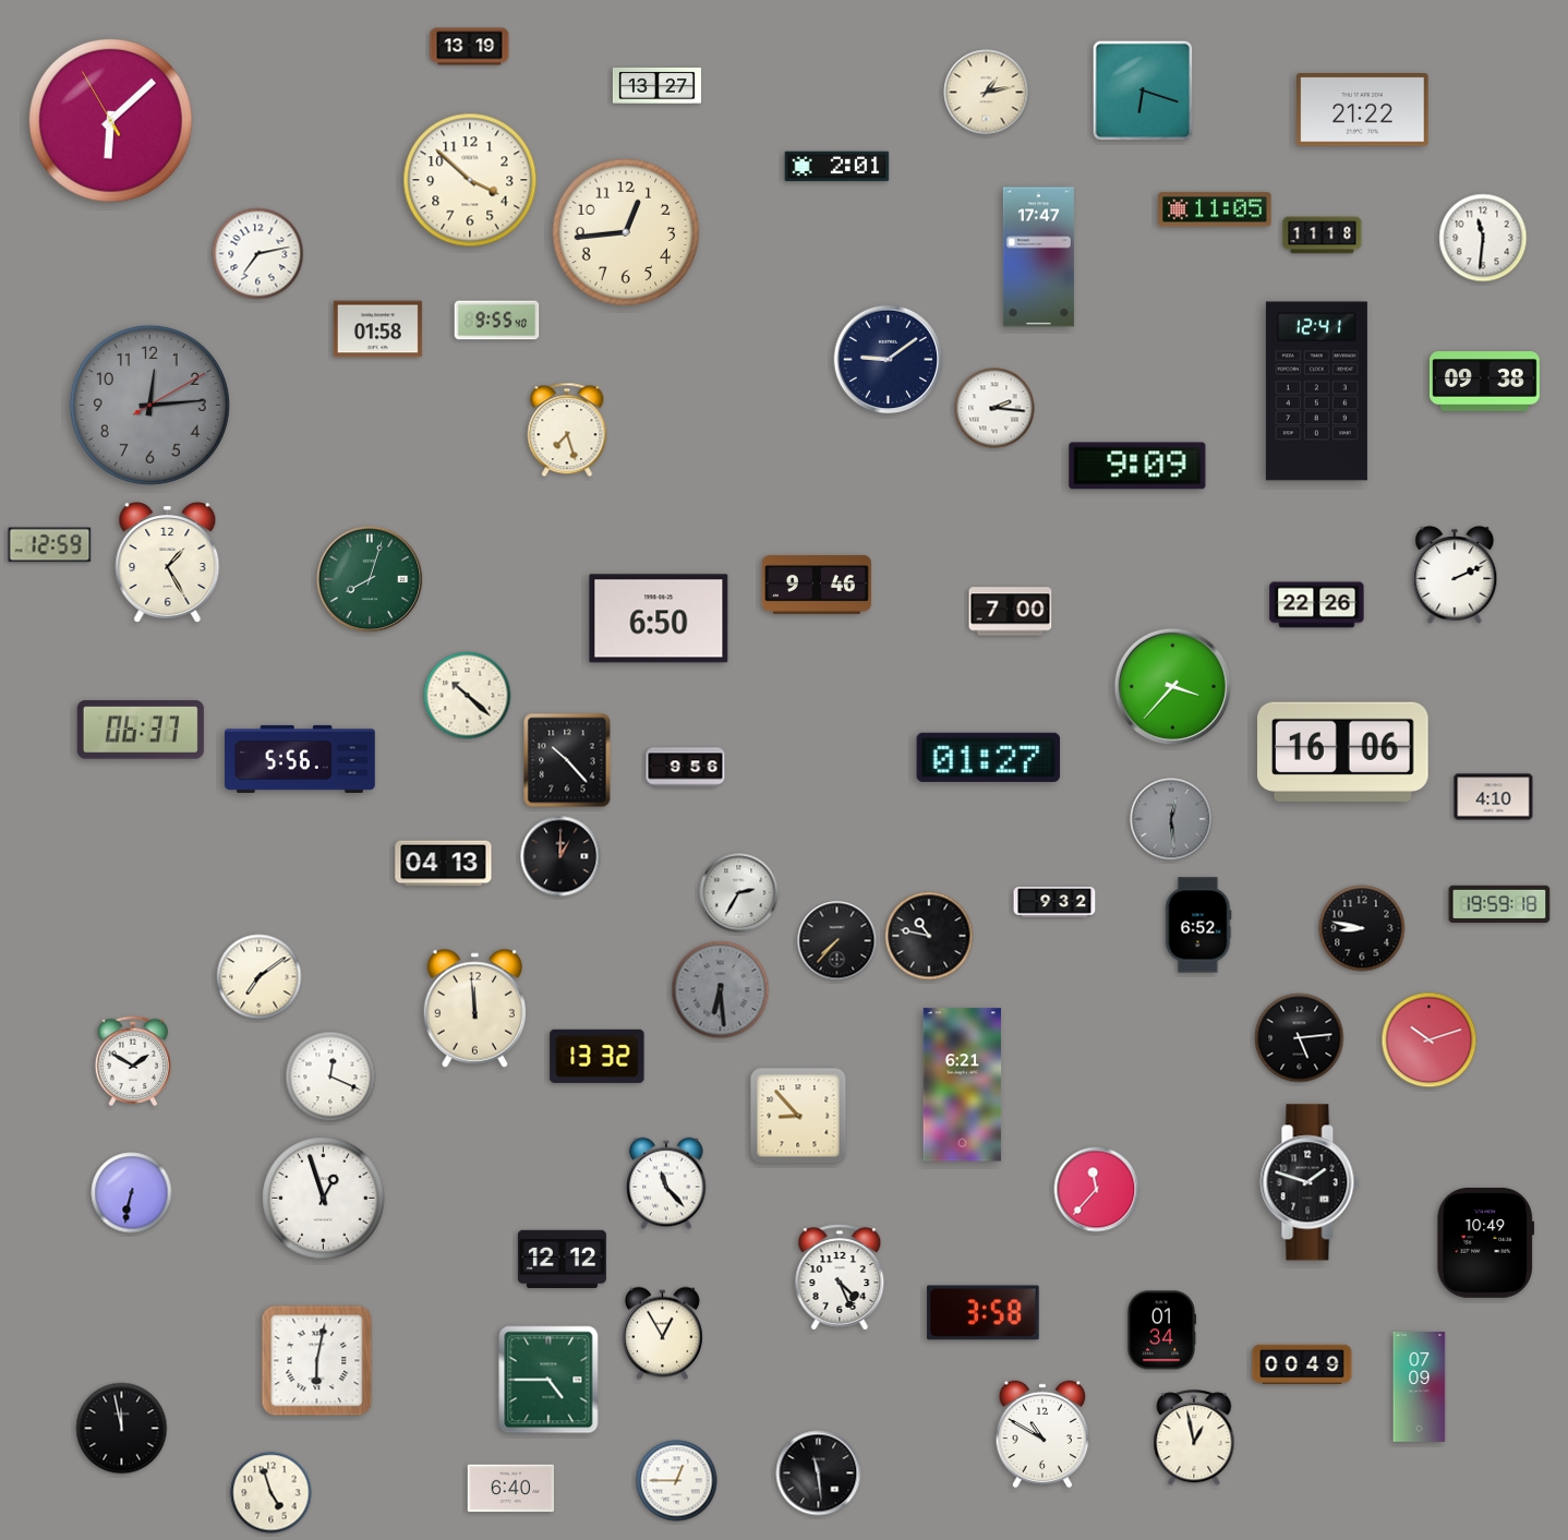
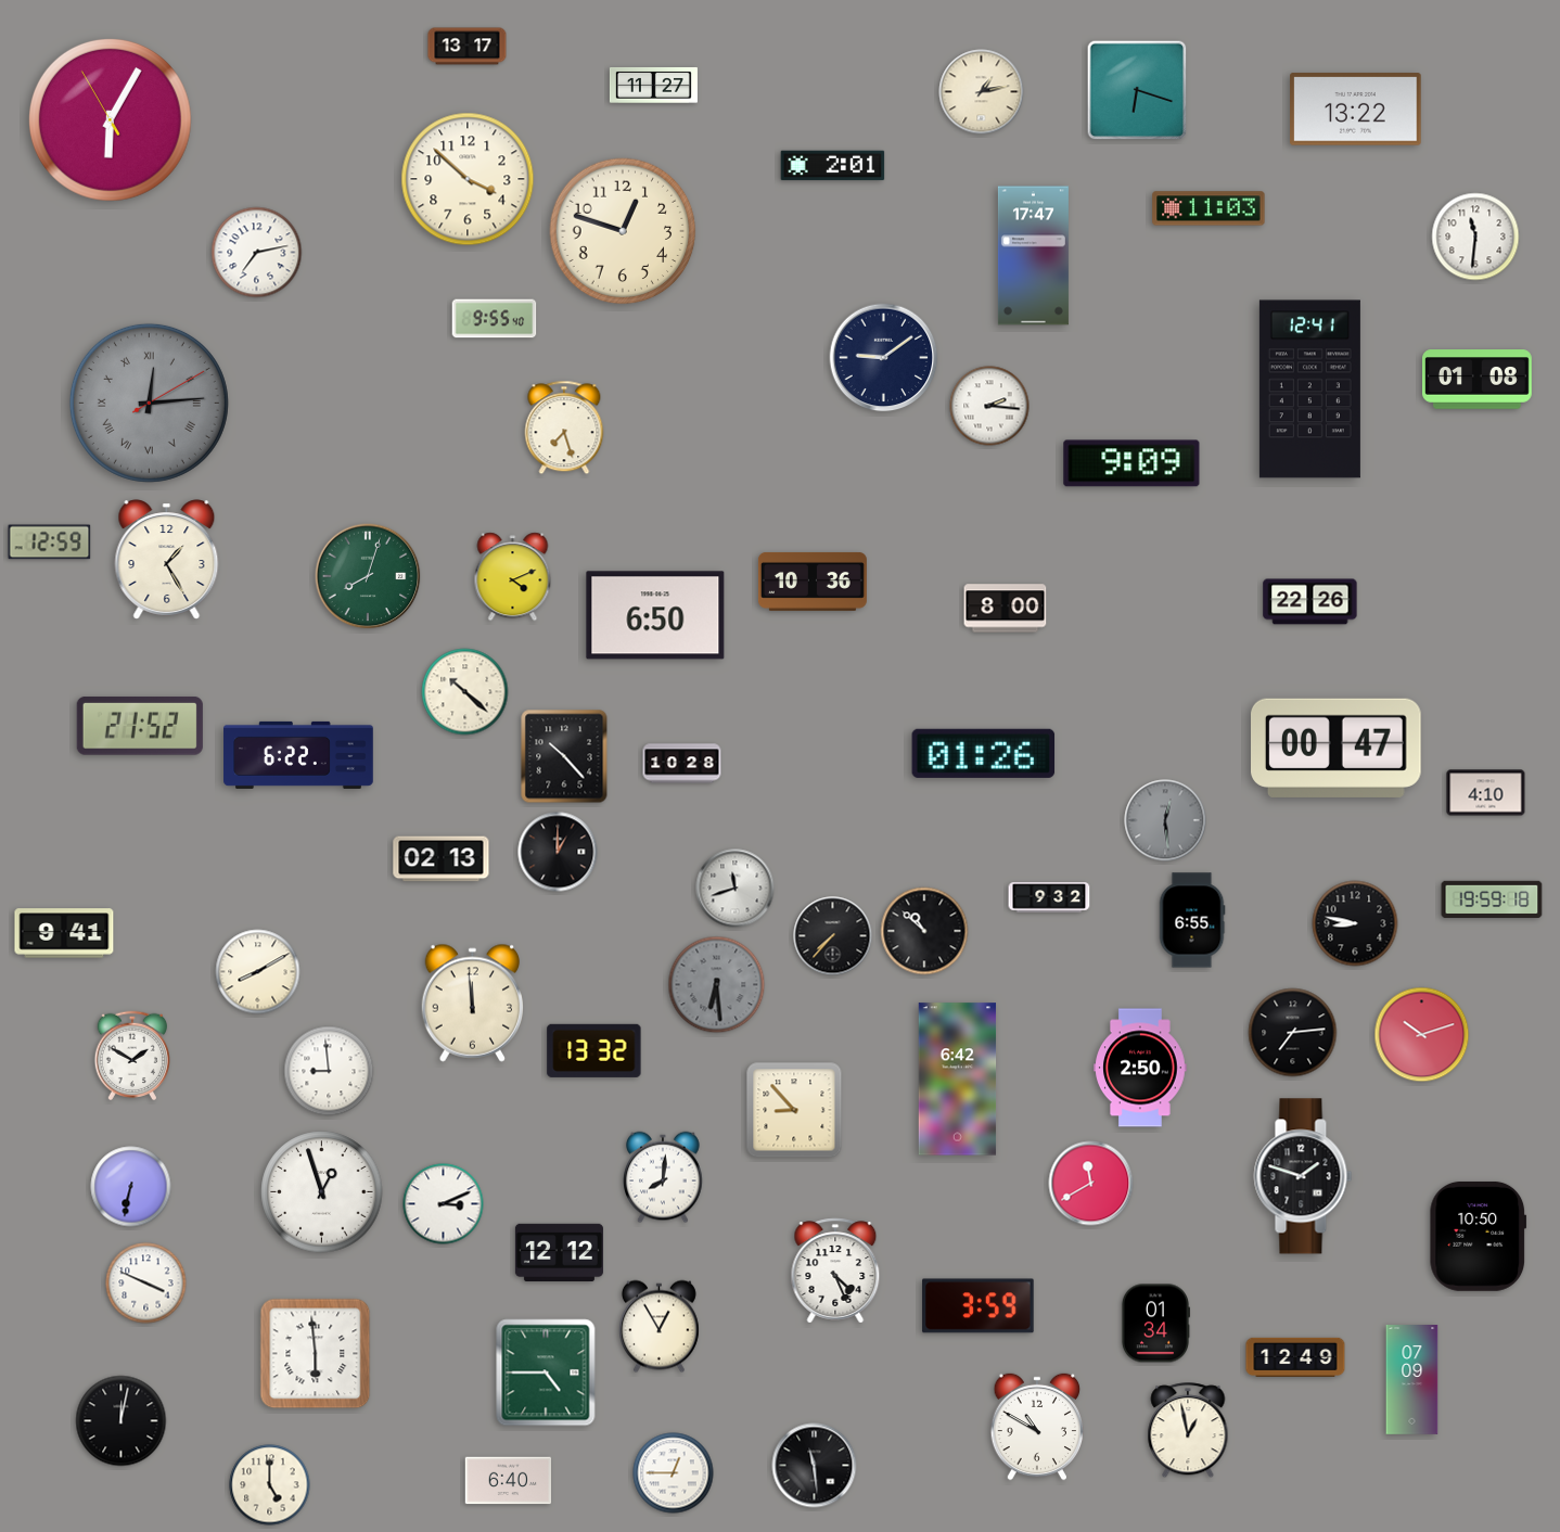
clock at (470, 47): 13:19 -> 13:17
clock at (656, 85): 13:27 -> 11:27
clock at (1363, 110): 21:22 -> 13:22
clock at (110, 120): 6:07 -> 6:04
clock at (1215, 209): 11:05 -> 11:03
clock at (626, 232): 12:44 -> 12:48
clock at (1323, 236): 11:18 -> none
clock at (377, 329): 01:58 -> none
clock at (1485, 382): 09:38 -> 01:08
clock at (149, 405) numerals: Arabic -> Roman
clock at (1455, 575): 2:11 -> none
clock at (513, 577): none -> 4:11
clock at (817, 585): 9:46 -> 10:36
clock at (1011, 612): 7:00 -> 8:00
clock at (1172, 686): 3:37 -> none
clock at (141, 730): 06:37 -> 21:52
clock at (1343, 751): 16:06 -> 00:47
clock at (989, 757): 01:27 -> 01:26
clock at (300, 759): 5:56 -> 6:22
clock at (686, 768): 9:56 -> 10:28
clock at (1171, 819) position: (1171, 819) -> (1165, 820)
clock at (444, 864): 04:13 -> 02:13
clock at (739, 893): 2:35 -> 11:42
clock at (1198, 925): 6:52 -> 6:55
clock at (929, 936): 10:47 -> 10:52
clock at (64, 933): none -> 9:41
clock at (260, 977): 7:09 -> 8:10
clock at (1300, 1038): 5:14 -> 7:14
clock at (1140, 1068): none -> 2:50
clock at (330, 1076): 12:19 -> 8:59
clock at (963, 1085): 6:21 -> 6:42
clock at (666, 1183): 11:23 -> 8:01
clock at (1097, 1190): 11:37 -> 11:40
clock at (444, 1204): none -> 3:11
clock at (1486, 1242): 10:49 -> 10:50
clock at (146, 1284): none -> 3:49
clock at (984, 1313): 3:58 -> 3:59
clock at (317, 1361): 6:02 -> 5:59
clock at (1302, 1363): 00:49 -> 12:49
clock at (122, 1429): 11:58 -> 12:02
clock at (272, 1493): 4:57 -> 5:00
